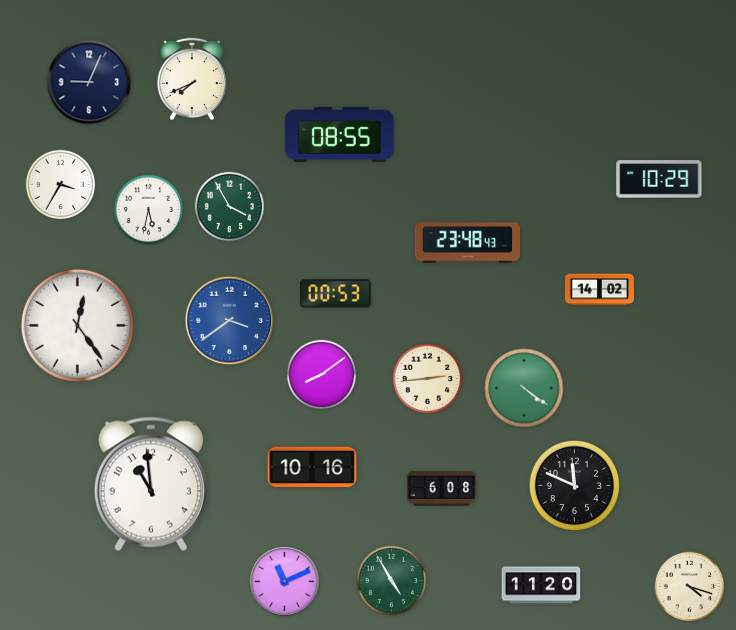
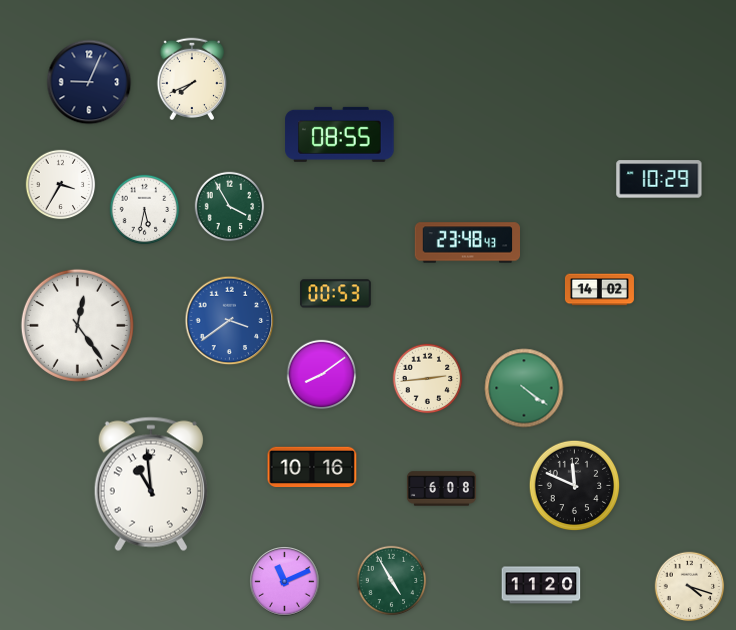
clock at (149, 210) position: (149, 210) -> (145, 210)
